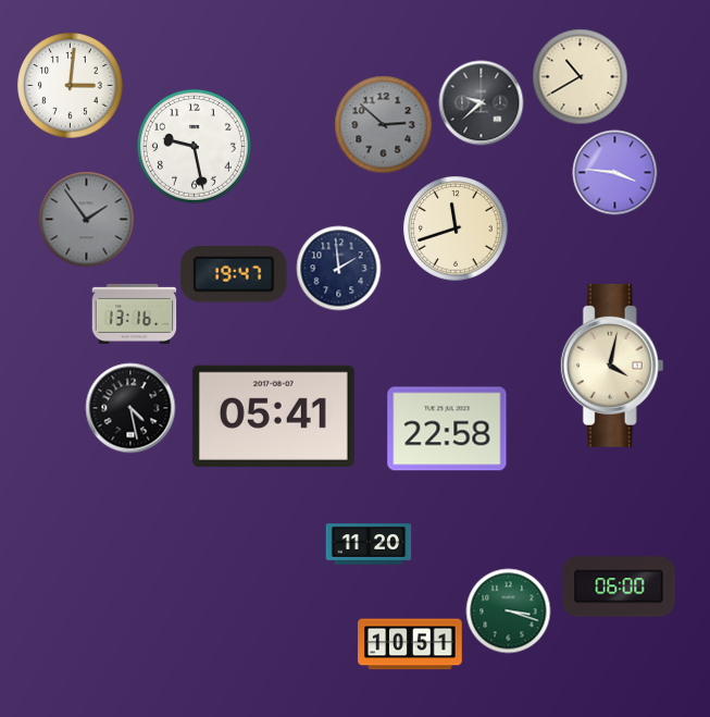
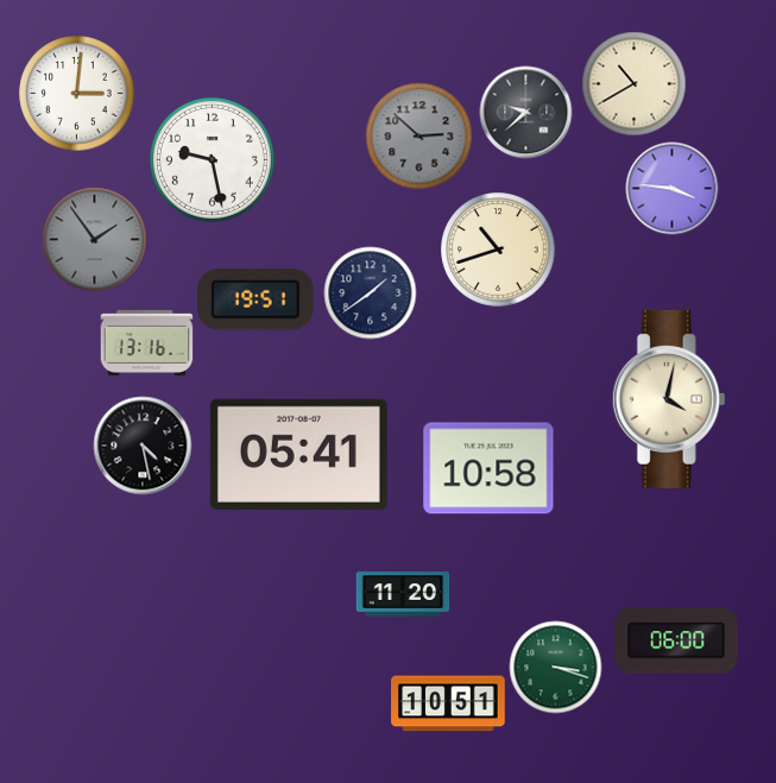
clock at (456, 228): 11:42 -> 10:42
clock at (338, 268): 1:59 -> 1:39
clock at (235, 274): 19:47 -> 19:51
clock at (447, 429): 22:58 -> 10:58
